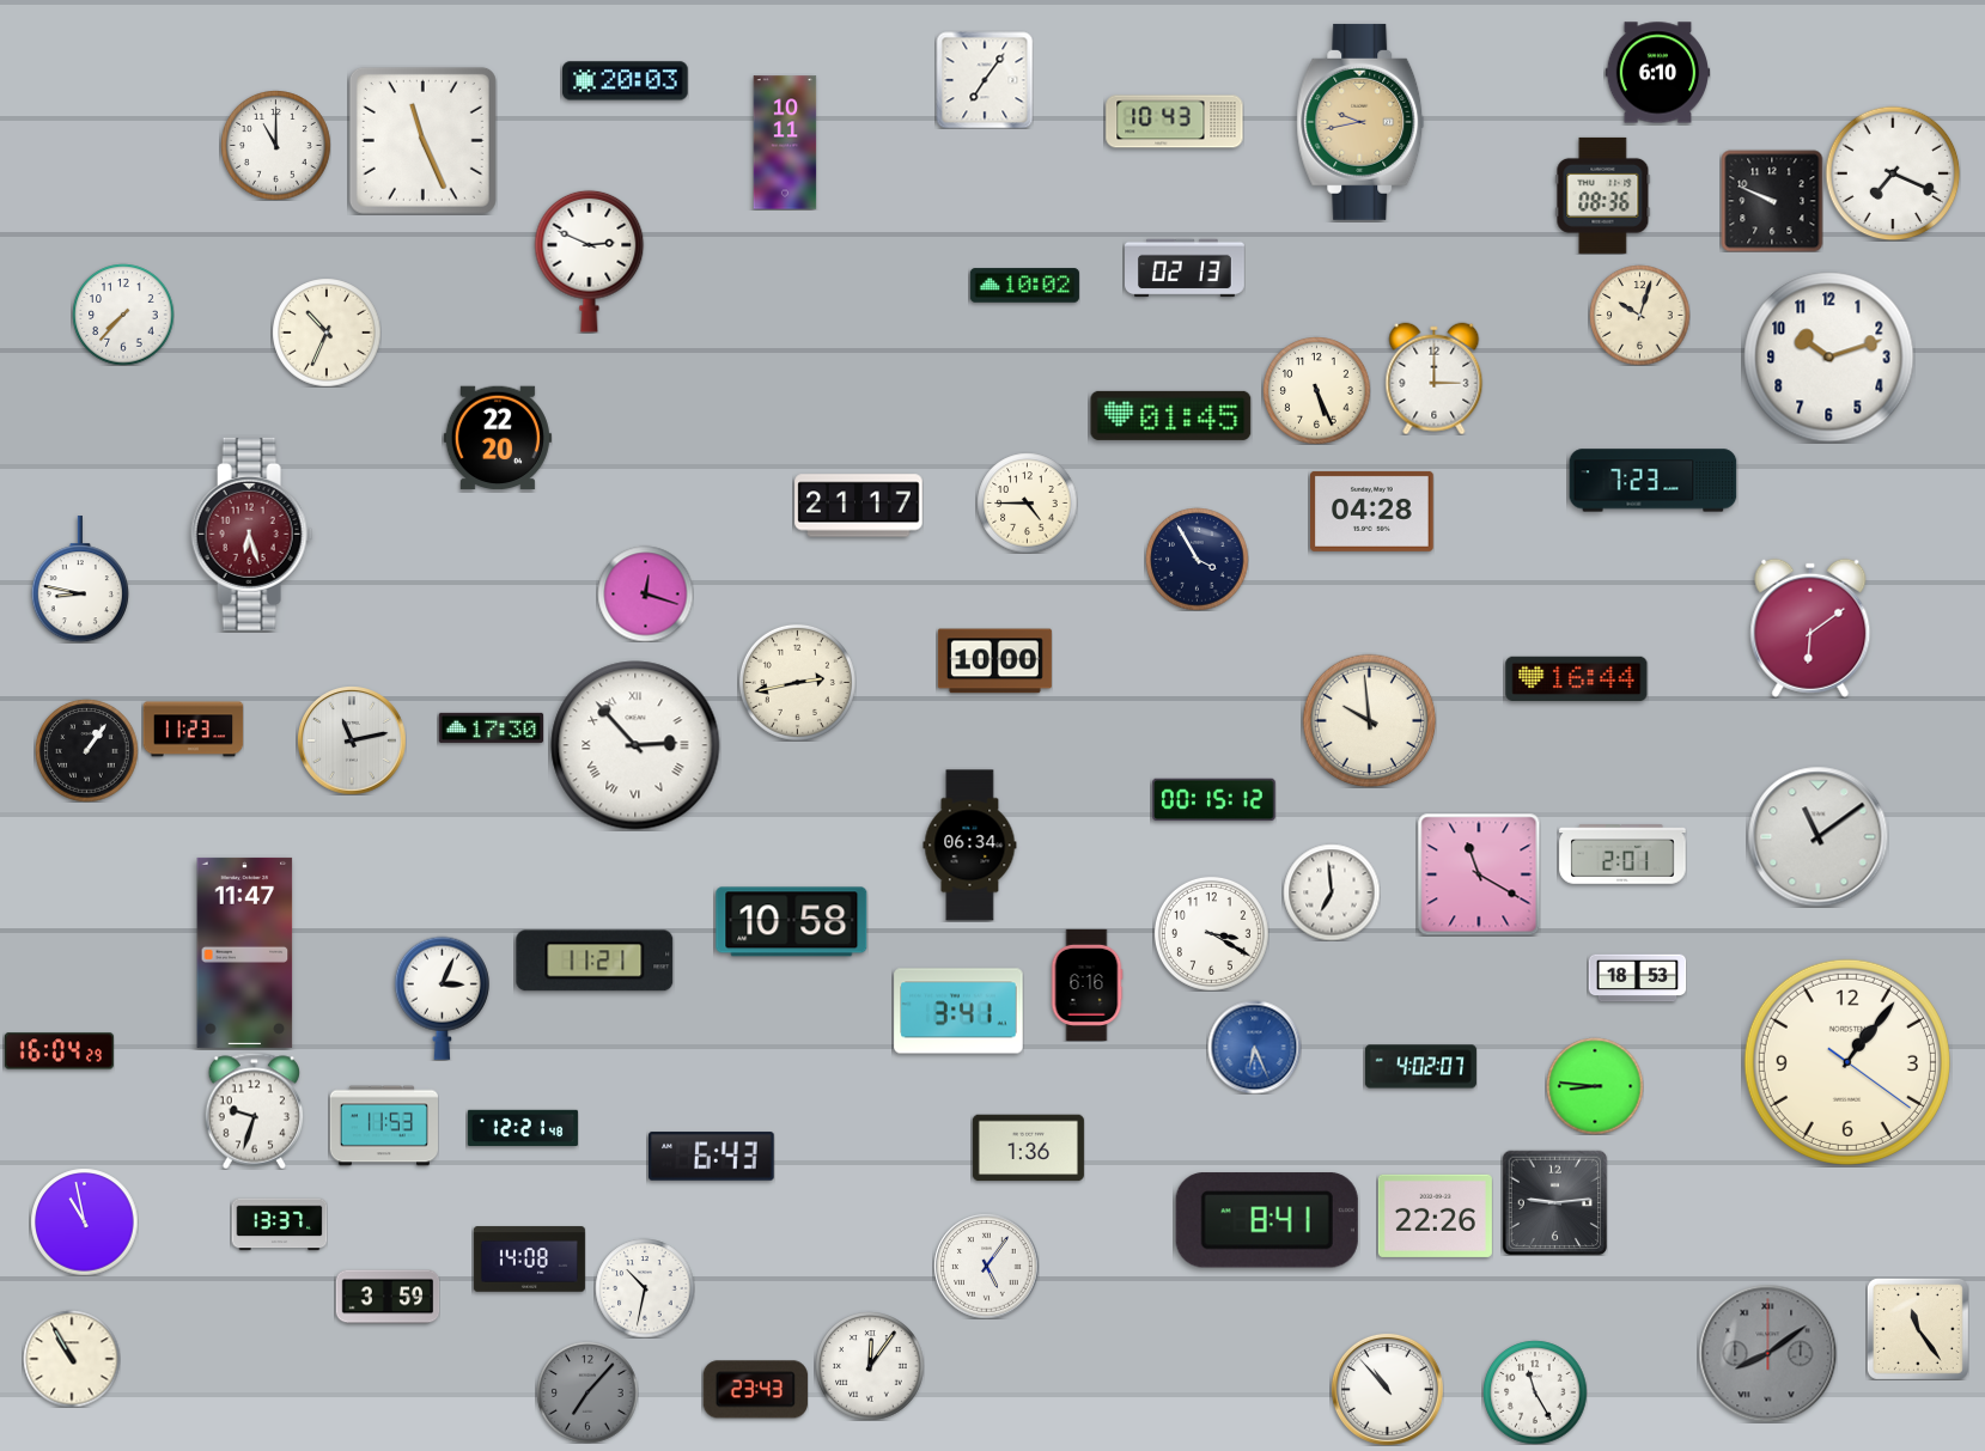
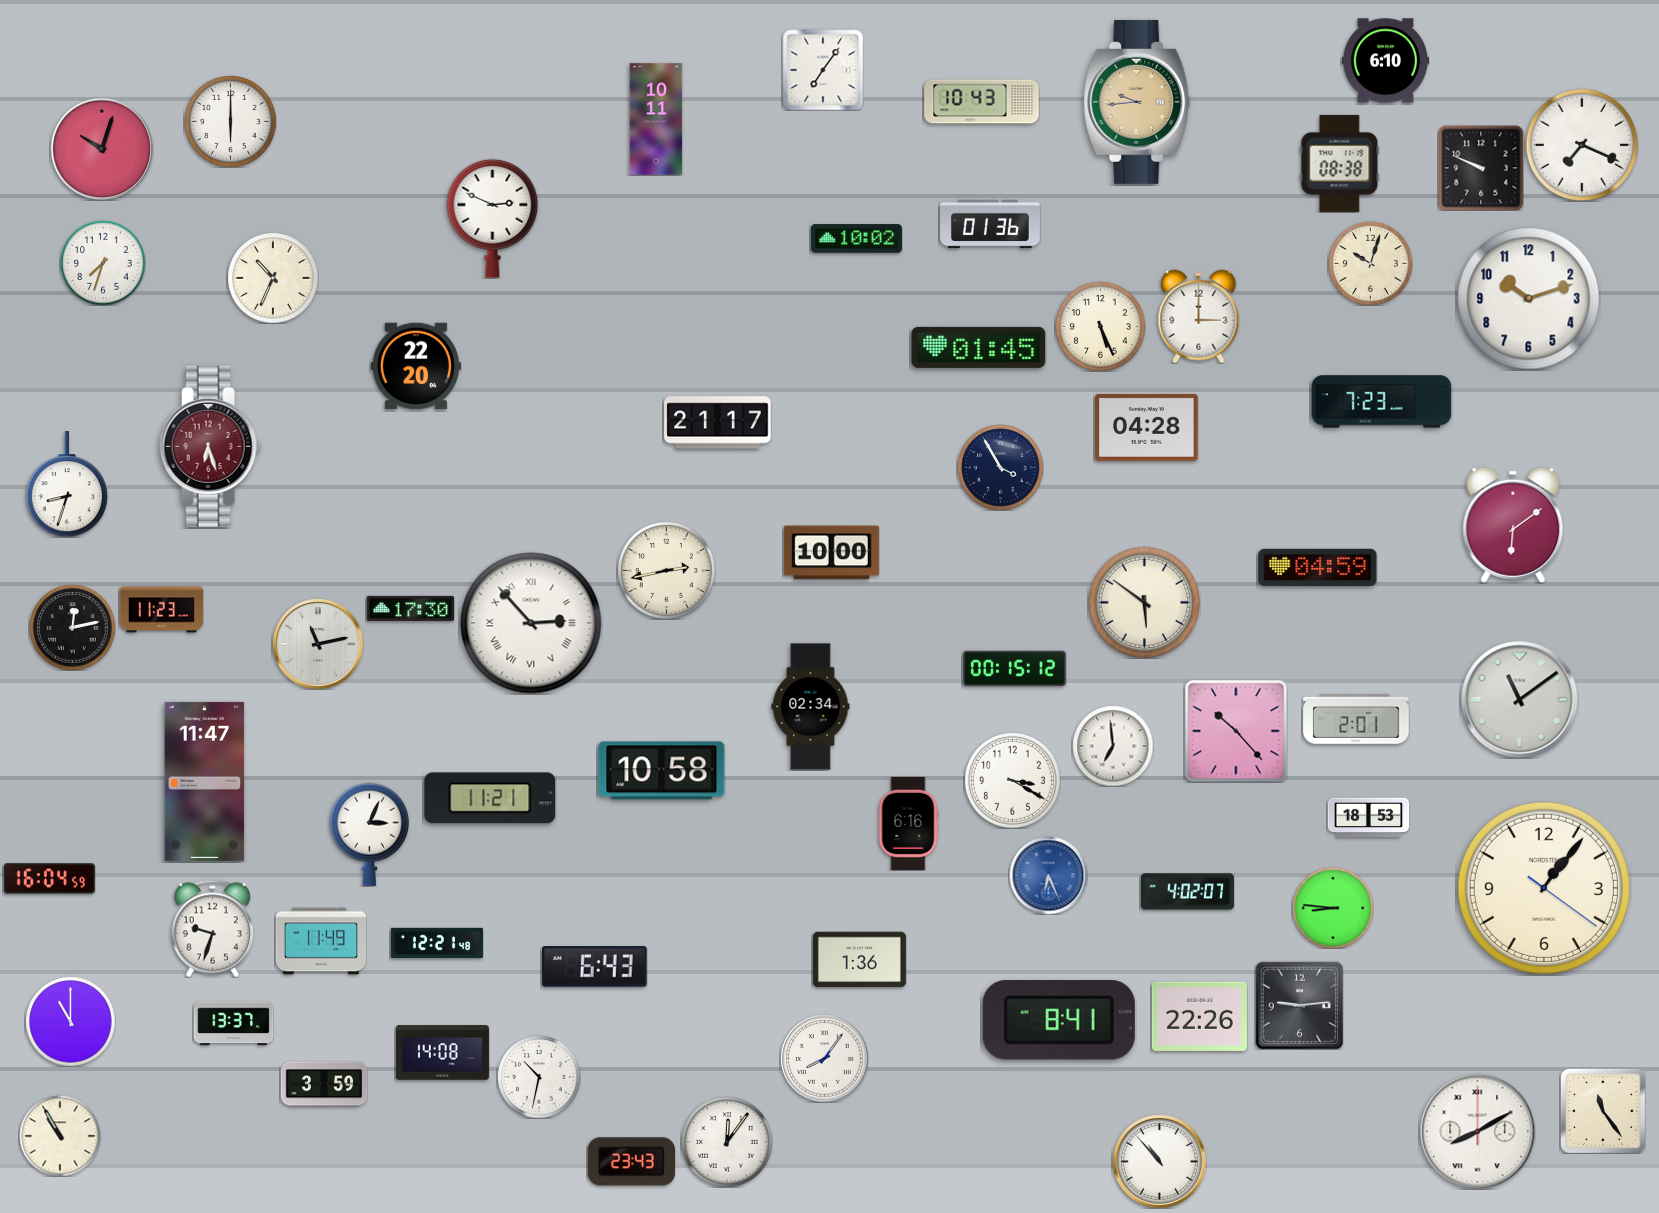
clock at (985, 80) position: (985, 80) -> (823, 70)
clock at (626, 81): 20:03 -> none
clock at (1360, 122): 9:43 -> 9:44
clock at (422, 140): 11:26 -> none
clock at (276, 146): 11:00 -> 6:00
clock at (102, 149): none -> 10:03
clock at (1603, 195): 08:36 -> 08:38
clock at (1186, 268): 02:13 -> 01:36
clock at (123, 315): 7:37 -> 7:33
clock at (1027, 502): 4:45 -> none
clock at (80, 579): 8:47 -> 8:33
clock at (645, 593): 12:18 -> none
clock at (1577, 678): 16:44 -> 04:59
clock at (1369, 720): 9:59 -> 5:51
clock at (352, 740) position: (352, 740) -> (318, 644)
clock at (86, 750): 1:06 -> 12:13
clock at (970, 846): 06:34 -> 02:34
clock at (1622, 854) position: (1622, 854) -> (1356, 719)
clock at (1479, 874): 11:20 -> 10:23
clock at (245, 952) position: (245, 952) -> (205, 781)
clock at (595, 961) position: (595, 961) -> (490, 798)
clock at (958, 1011): 3:41 -> none
clock at (59, 1051): 16:04:29 -> 16:04:59
clock at (383, 1126): 11:53 -> 11:49
clock at (84, 1221): 10:58 -> 11:00
clock at (986, 1266): 5:06 -> 8:06
clock at (1767, 1353): 8:09 -> 8:10
clock at (1767, 1353) dial: grey -> white
clock at (587, 1392): 7:07 -> none
clock at (1535, 1392): 11:25 -> none
